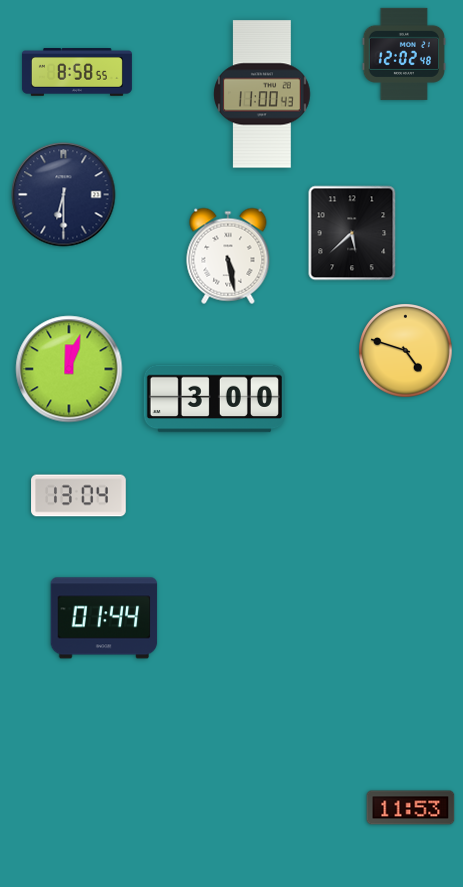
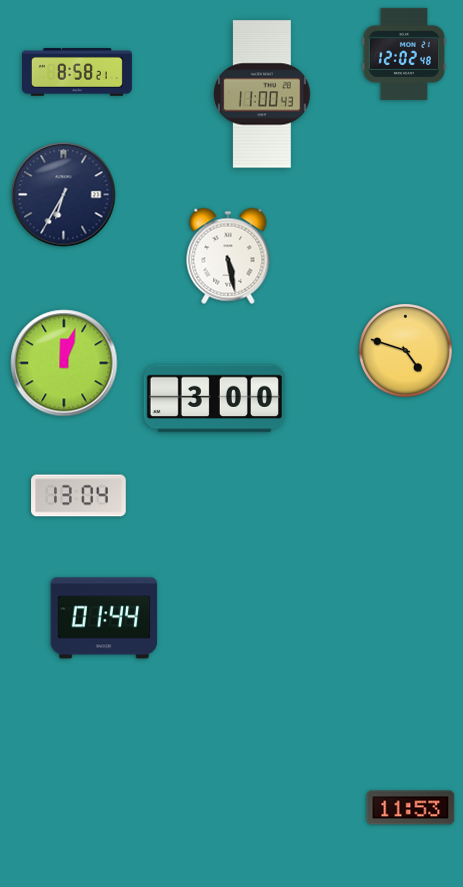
clock at (77, 72): 8:58:55 -> 8:58:21
clock at (64, 195): 6:30 -> 6:35
clock at (352, 233): 5:38 -> none
clock at (69, 369) position: (69, 369) -> (64, 363)
